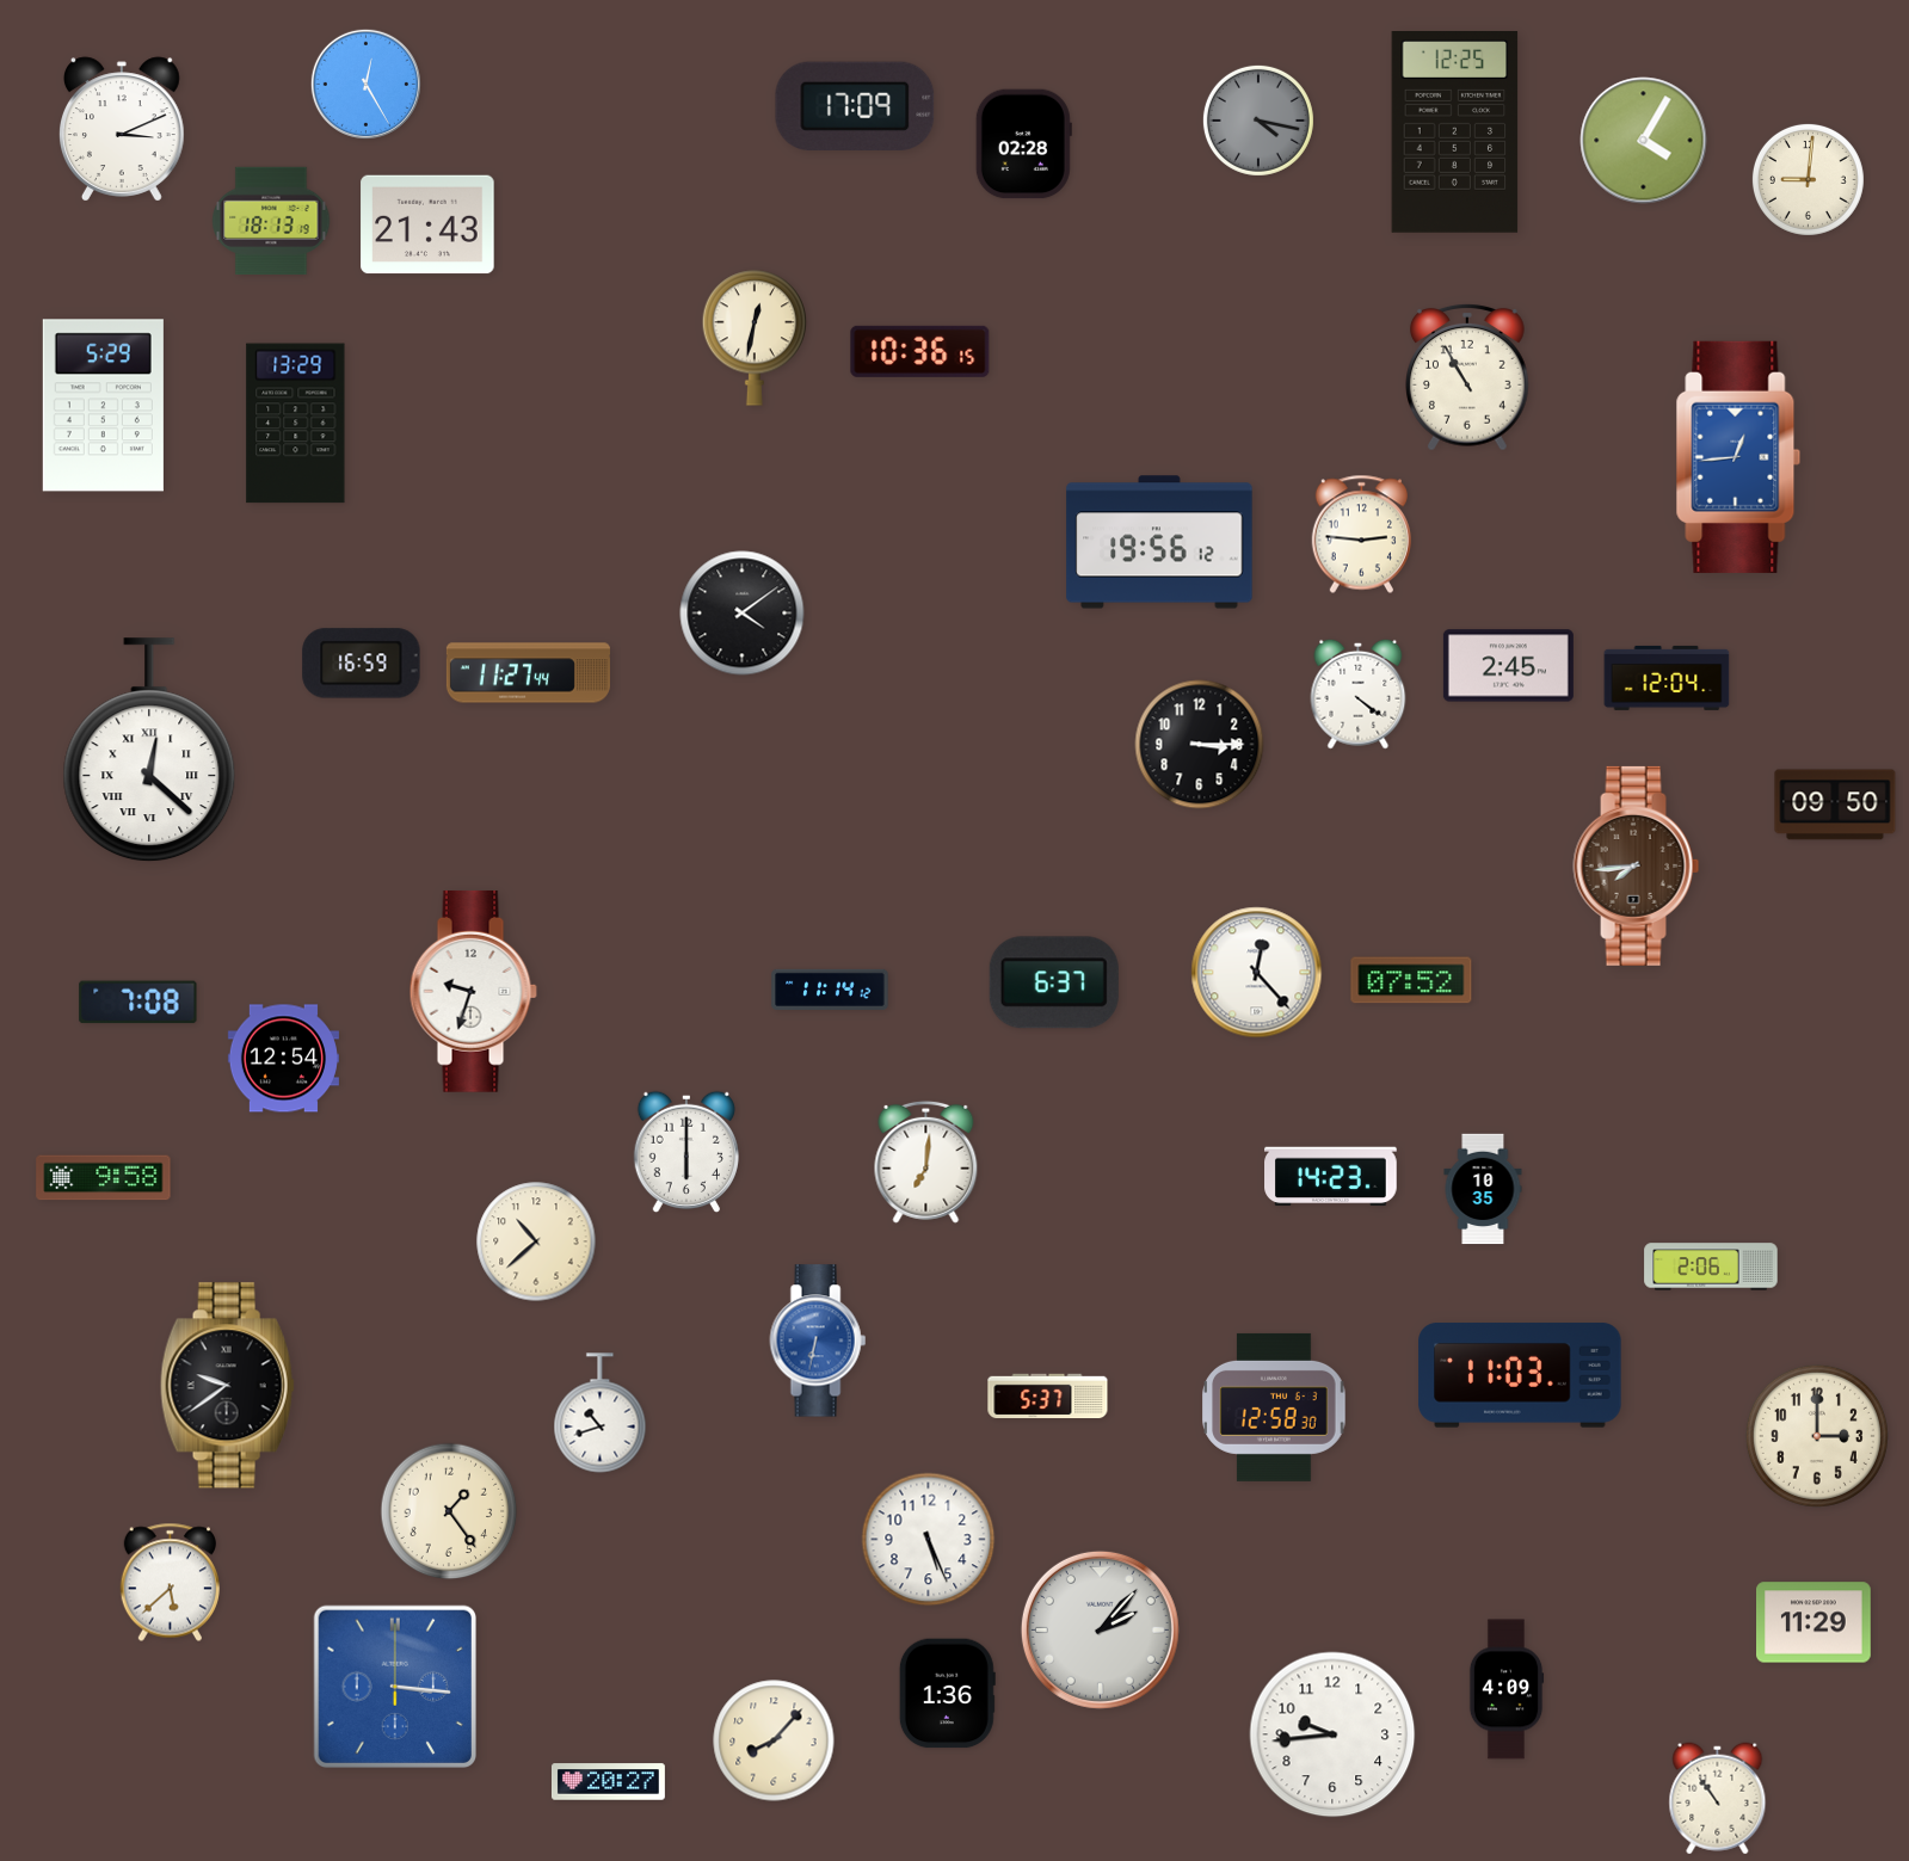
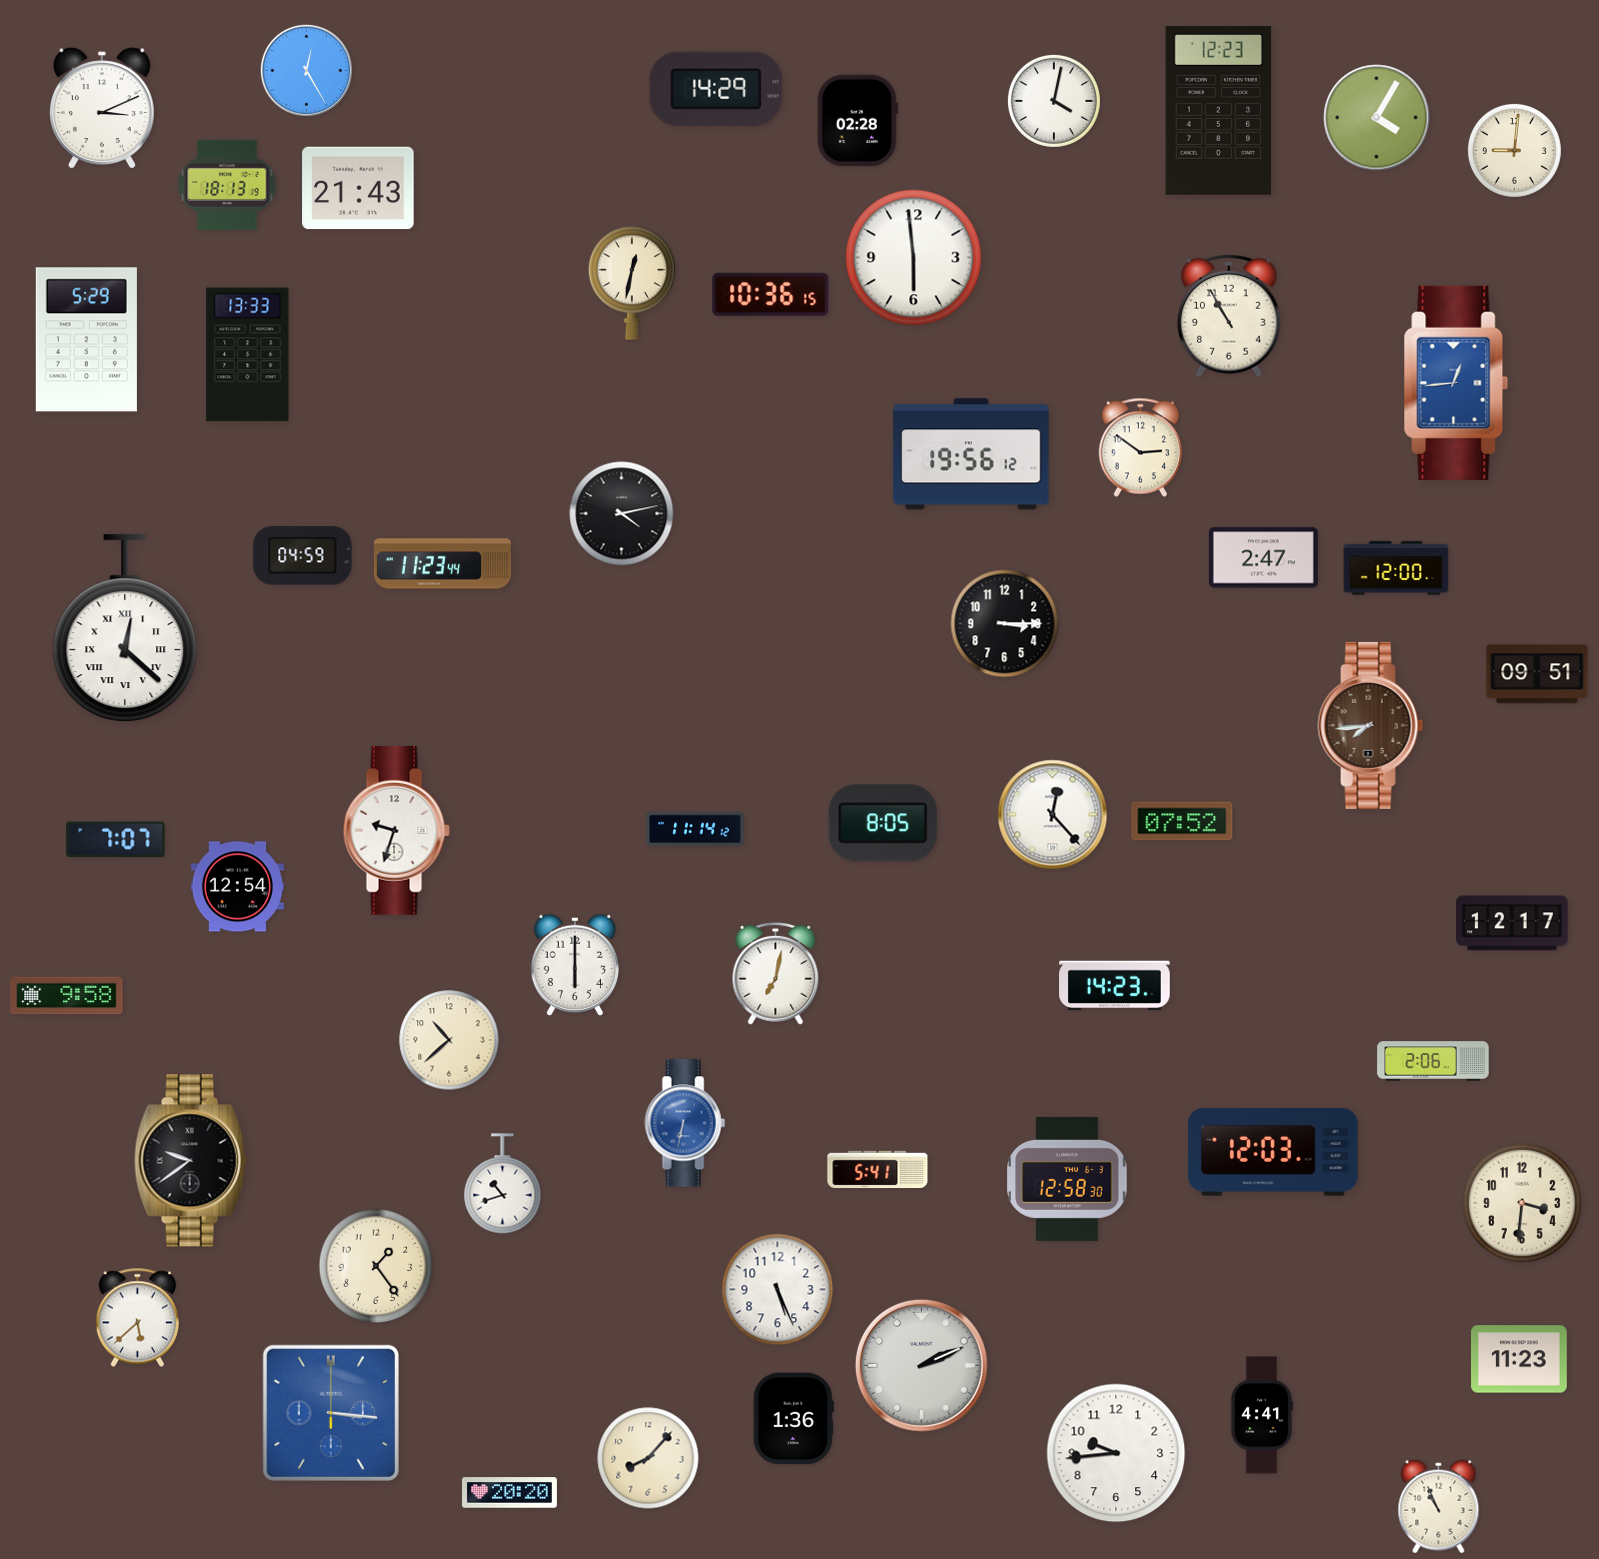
clock at (855, 105): 17:09 -> 14:29
clock at (1258, 121): 4:17 -> 4:02
clock at (1258, 121) dial: grey -> white
clock at (1455, 133): 12:25 -> 12:23
clock at (914, 258): none -> 5:59
clock at (296, 424): 13:29 -> 13:33
clock at (1361, 535): 2:46 -> 2:51
clock at (743, 614): 4:09 -> 4:13
clock at (362, 664): 16:59 -> 04:59
clock at (1508, 666): 2:45 -> 2:47
clock at (528, 673): 11:27 -> 11:23
clock at (1667, 678): 12:04 -> 12:00
clock at (1359, 694): 4:21 -> none
clock at (1835, 805): 09:50 -> 09:51
clock at (1054, 982): 6:37 -> 8:05
clock at (138, 1003): 7:08 -> 7:07
clock at (1512, 923): none -> 12:17
clock at (926, 1161): 7:01 -> 7:02
clock at (104, 1178) position: (104, 1178) -> (67, 996)
clock at (1483, 1189): 10:35 -> none
clock at (1520, 1375): 11:03 -> 12:03
clock at (1048, 1397): 5:37 -> 5:41
clock at (1817, 1436): 3:00 -> 3:31
clock at (170, 1583) position: (170, 1583) -> (137, 1318)
clock at (1815, 1622): 11:29 -> 11:23
clock at (1100, 1629): 2:07 -> 2:11
clock at (1507, 1689): 4:09 -> 4:41
clock at (608, 1782): 20:27 -> 20:20
clock at (1718, 1799): 10:54 -> 10:56
